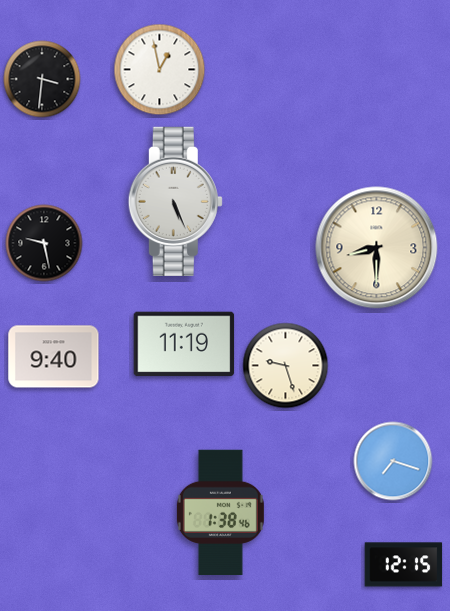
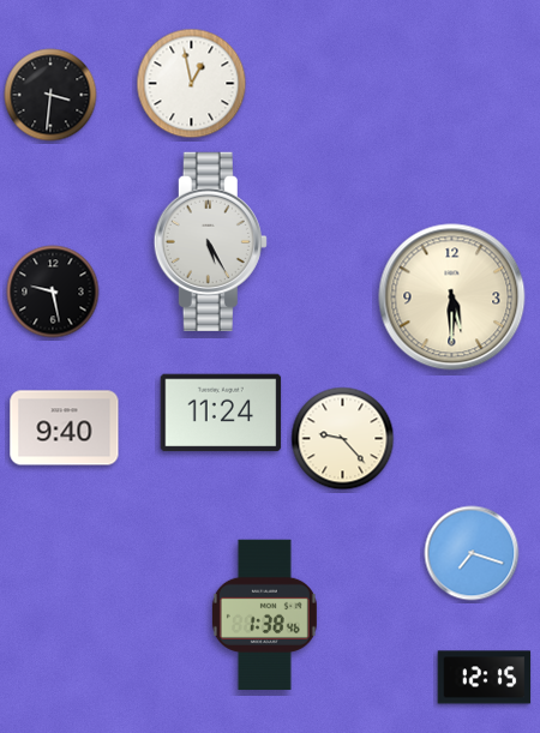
clock at (175, 201): 5:26 -> 5:25
clock at (377, 248): 8:30 -> 5:30
clock at (184, 344): 11:19 -> 11:24
clock at (286, 366): 9:27 -> 9:23
